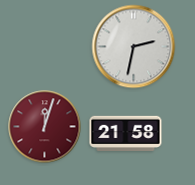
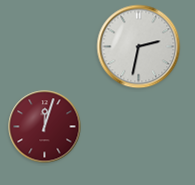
clock at (134, 47) position: (134, 47) -> (139, 47)
clock at (126, 133): 21:58 -> none
